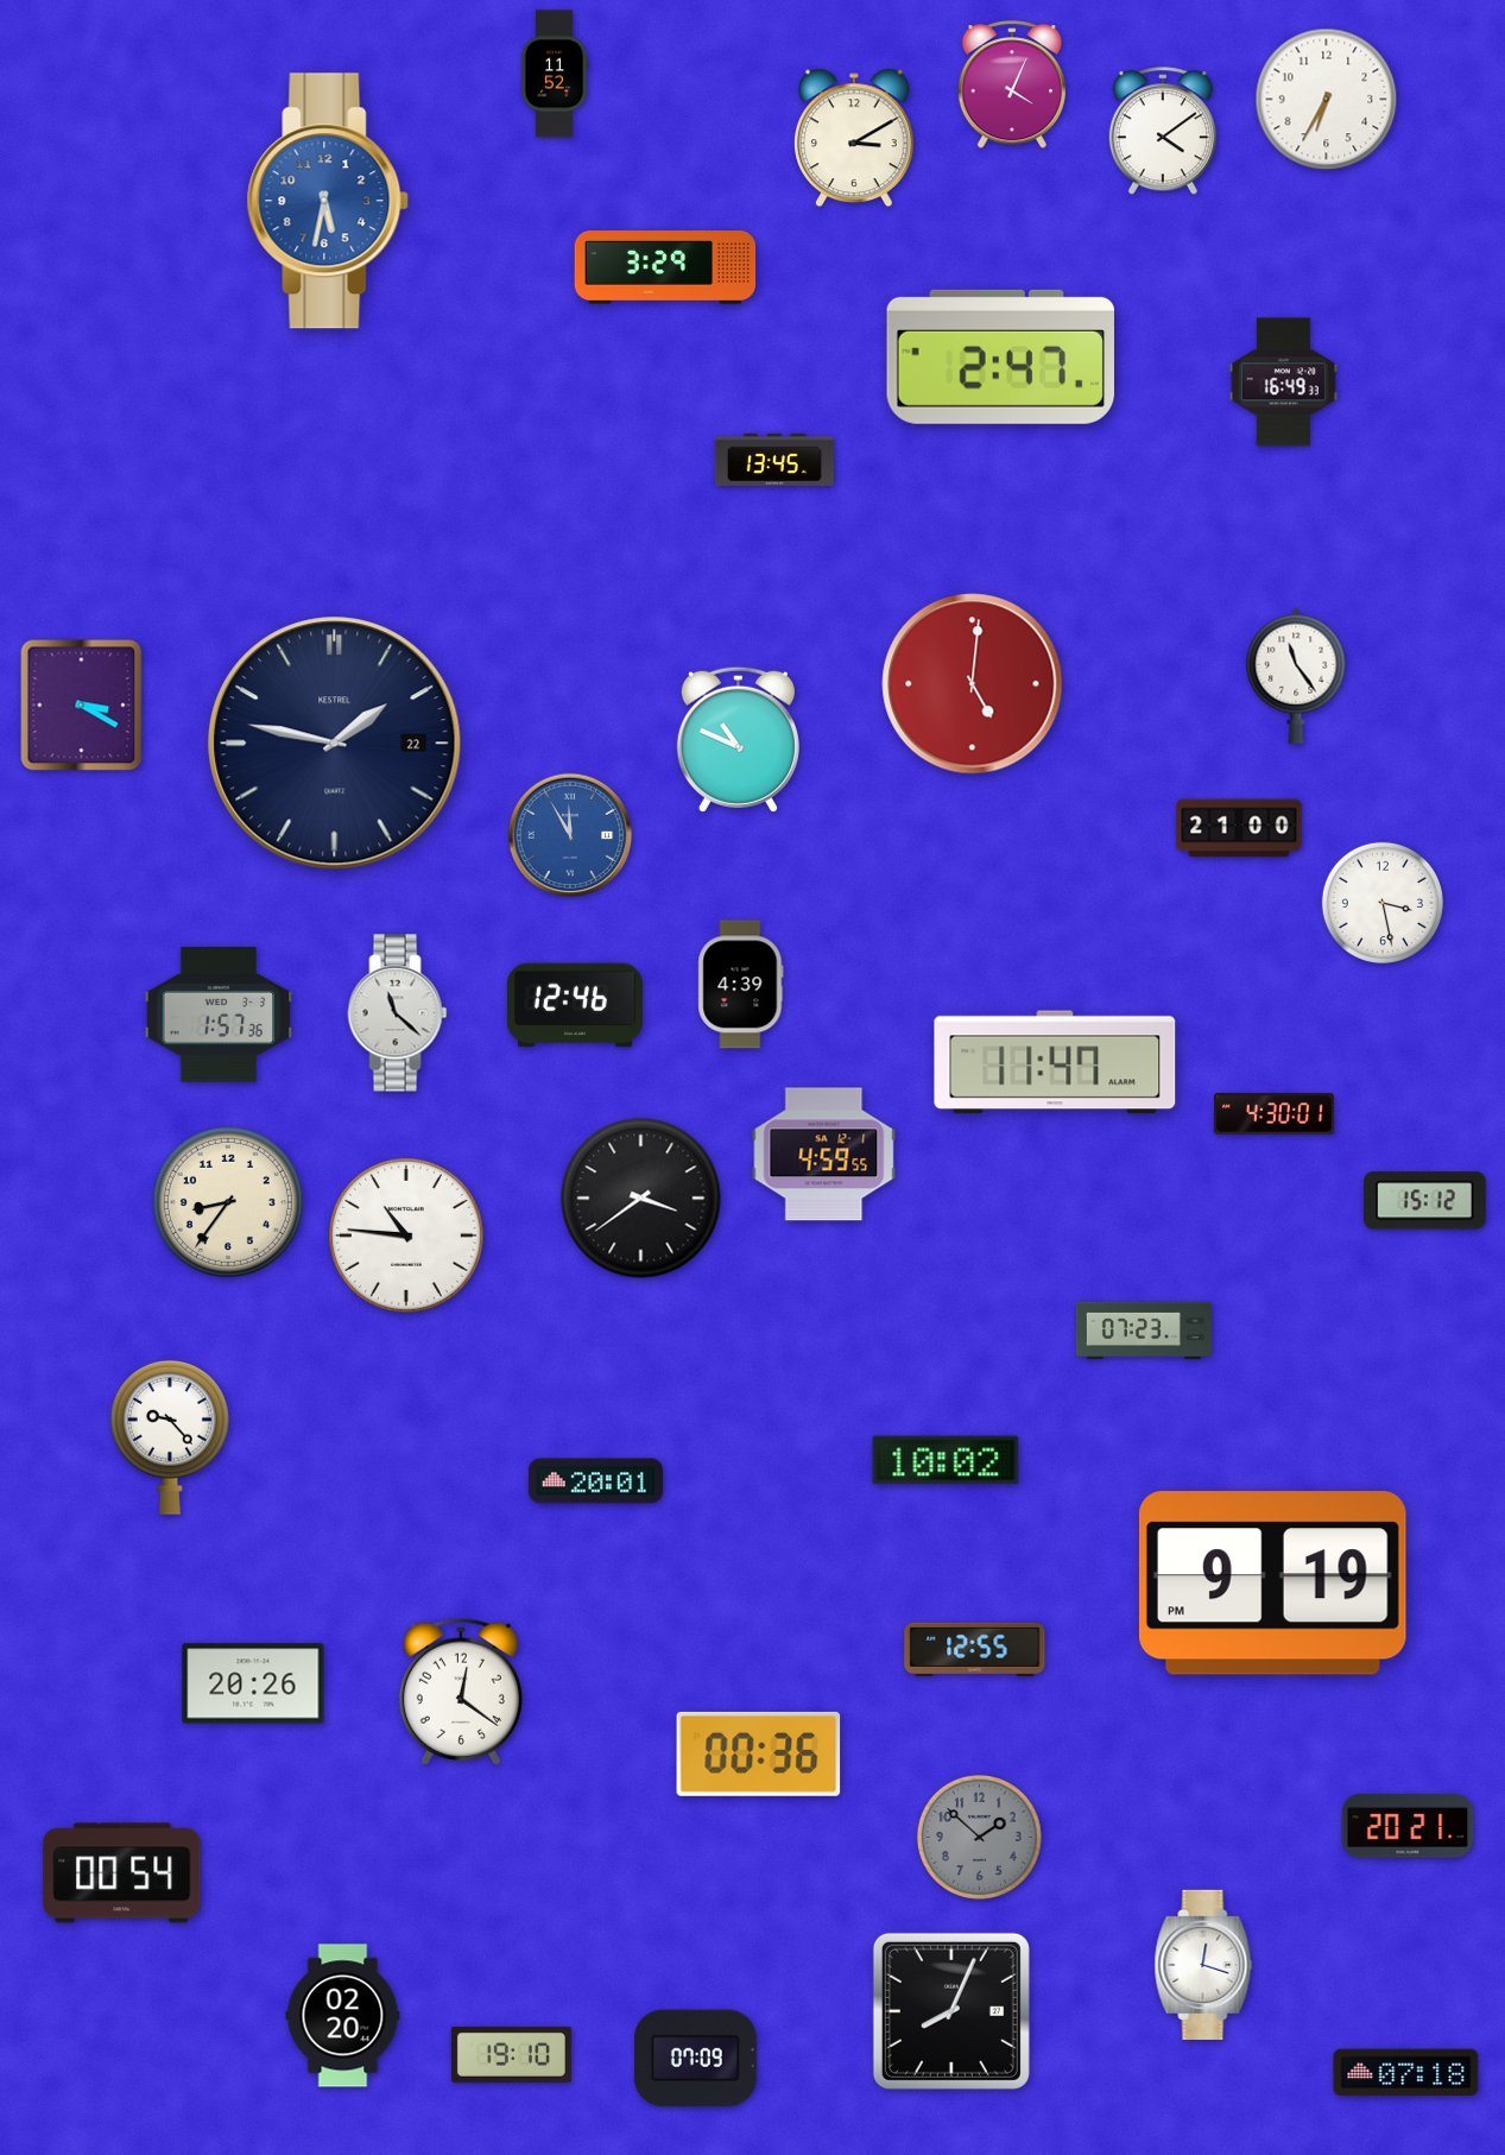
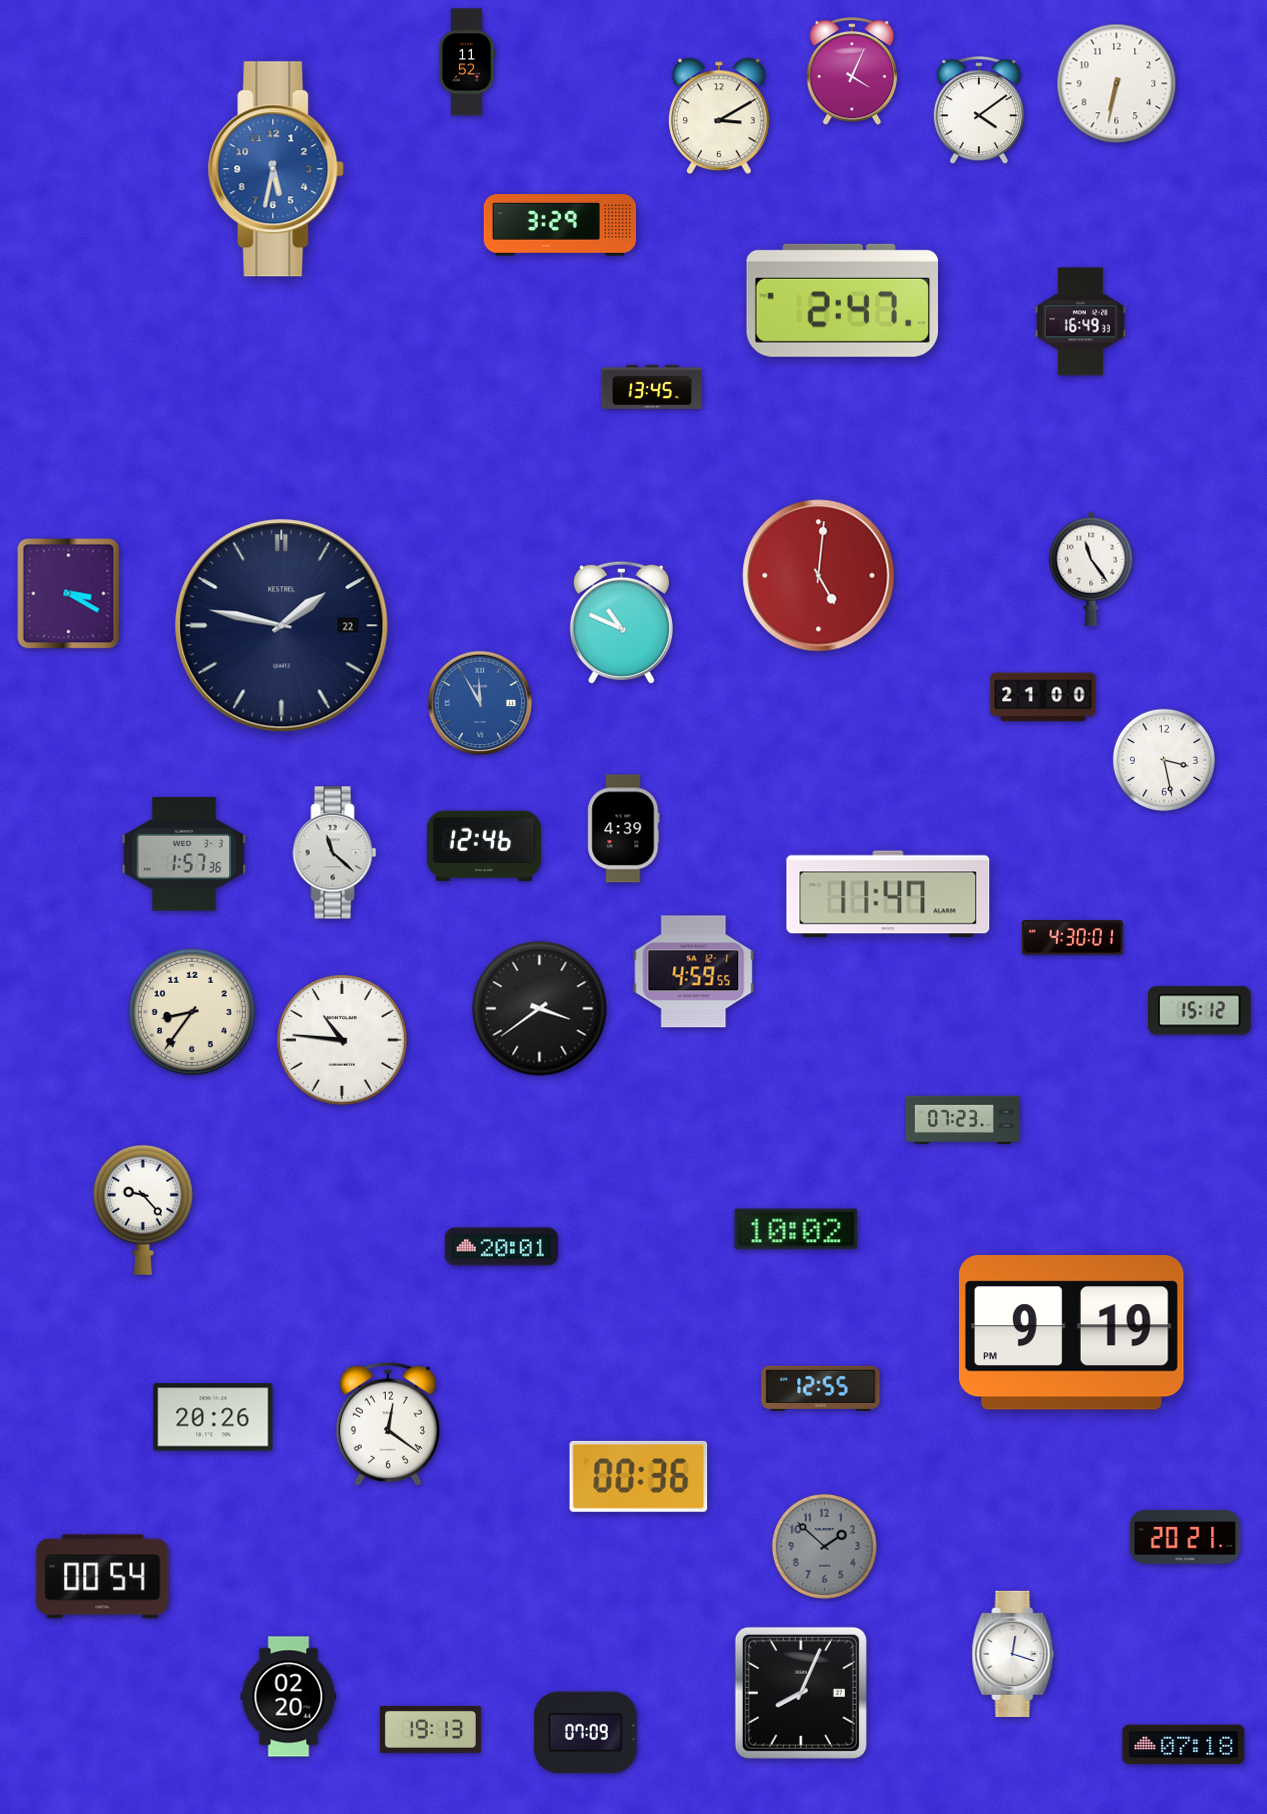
clock at (1327, 100): 6:35 -> 6:32
clock at (511, 2054): 19:10 -> 19:13
